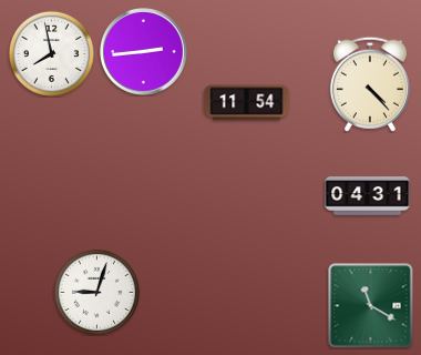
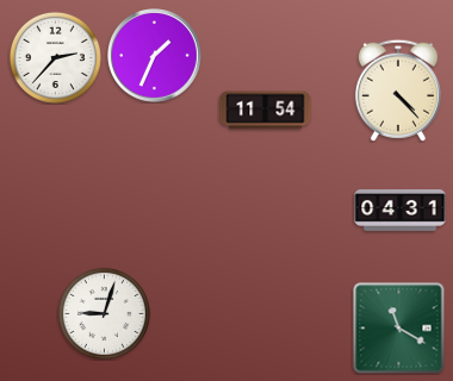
clock at (144, 52): 2:44 -> 1:34
clock at (51, 53): 7:58 -> 2:37
clock at (368, 196) position: (368, 196) -> (401, 211)
